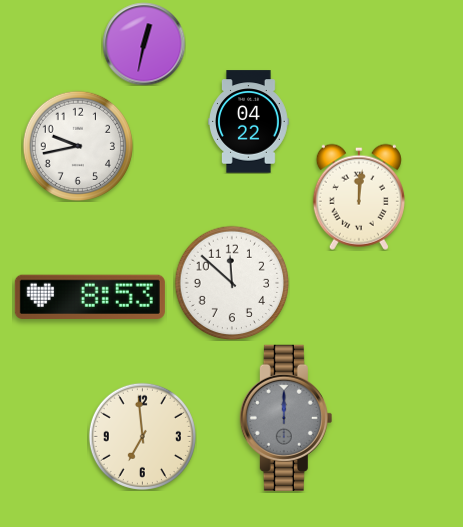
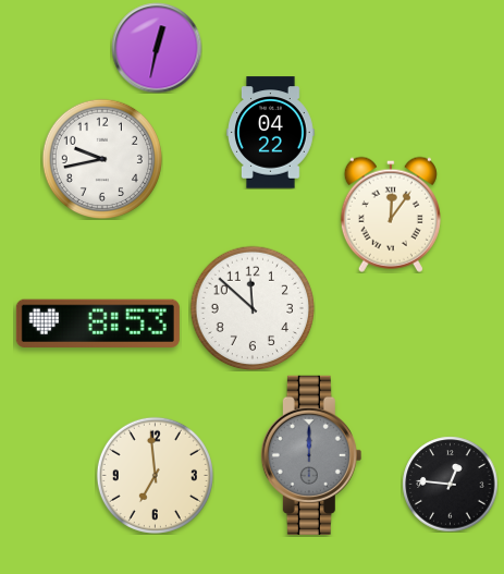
clock at (77, 145) position: (77, 145) -> (101, 158)
clock at (359, 197): 12:01 -> 12:06
clock at (450, 484): none -> 12:46
